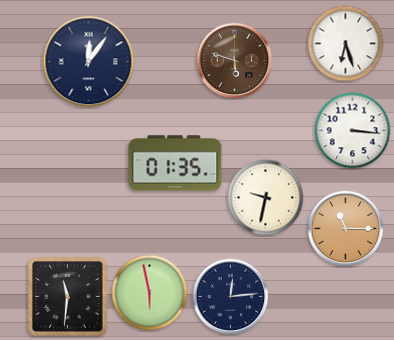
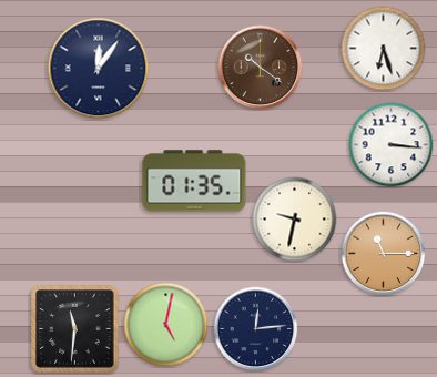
clock at (235, 61): 5:48 -> 10:21
clock at (150, 293): 5:58 -> 5:02
